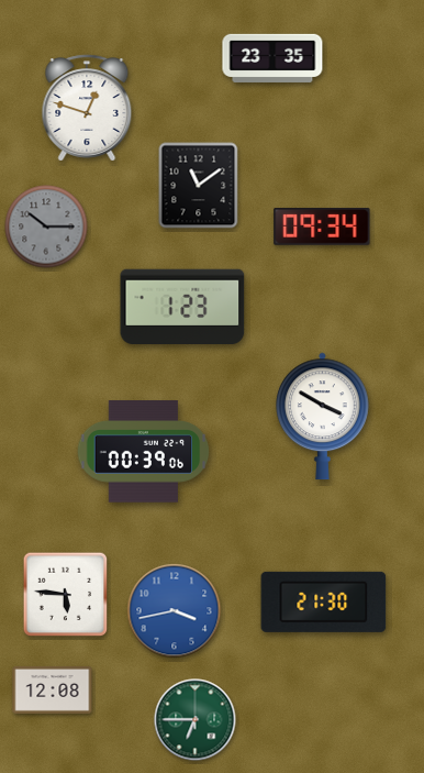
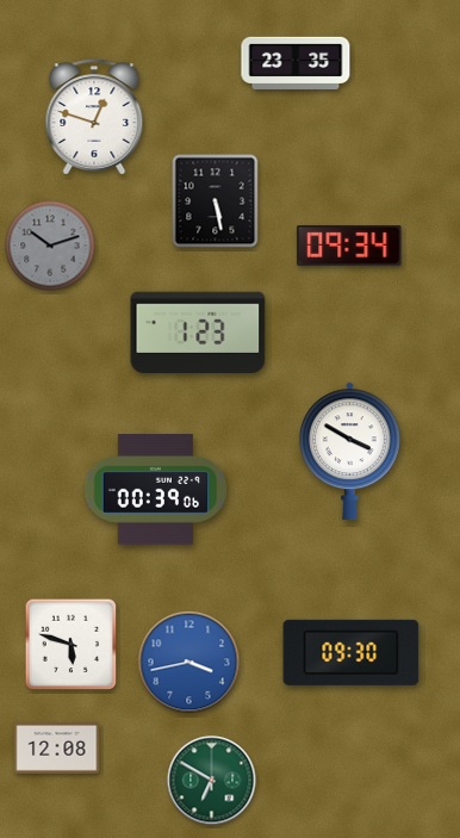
clock at (199, 186): 11:09 -> 5:28
clock at (46, 227): 10:15 -> 10:12
clock at (66, 595): 5:46 -> 5:48
clock at (324, 601): 21:30 -> 09:30
clock at (196, 720): 6:45 -> 6:50
